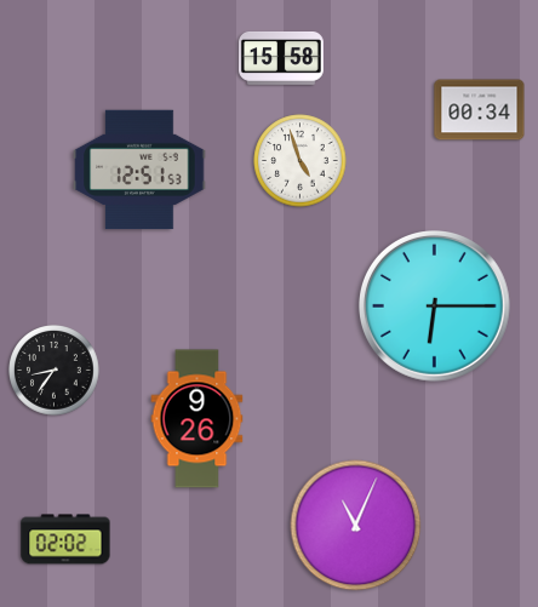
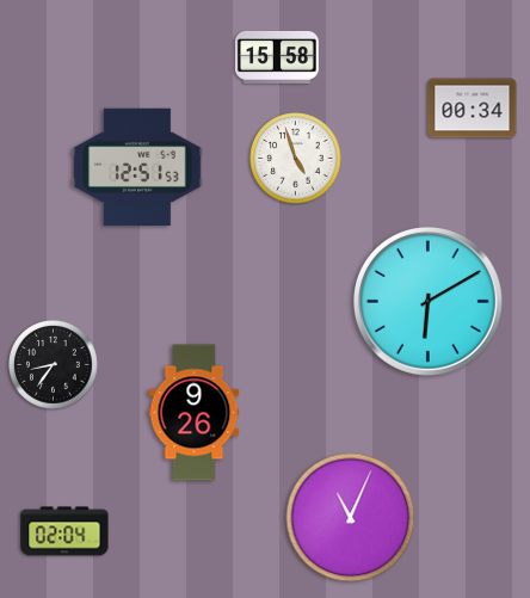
clock at (435, 307): 6:15 -> 6:10
clock at (65, 539): 02:02 -> 02:04
